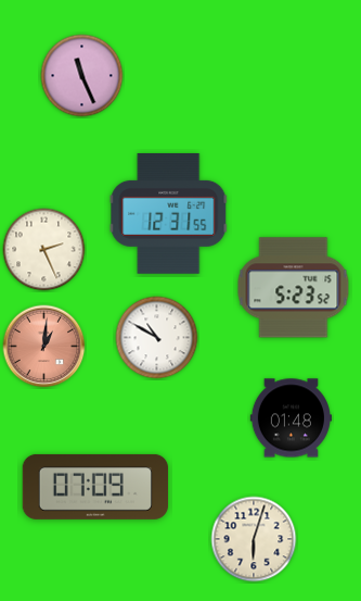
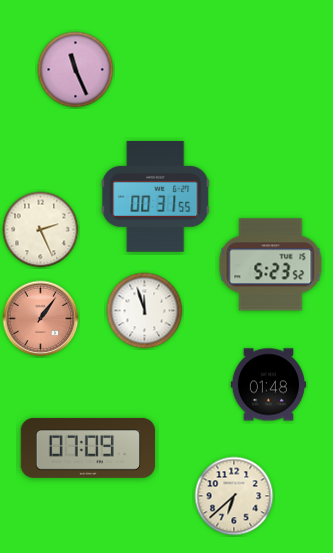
clock at (169, 213): 12:31 -> 00:31
clock at (157, 338): 10:50 -> 11:57
clock at (44, 347): 1:01 -> 1:06
clock at (254, 539): 6:03 -> 6:38
